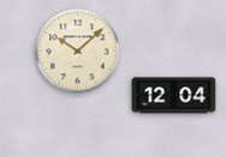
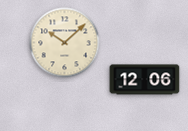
clock at (174, 96): 12:04 -> 12:06
